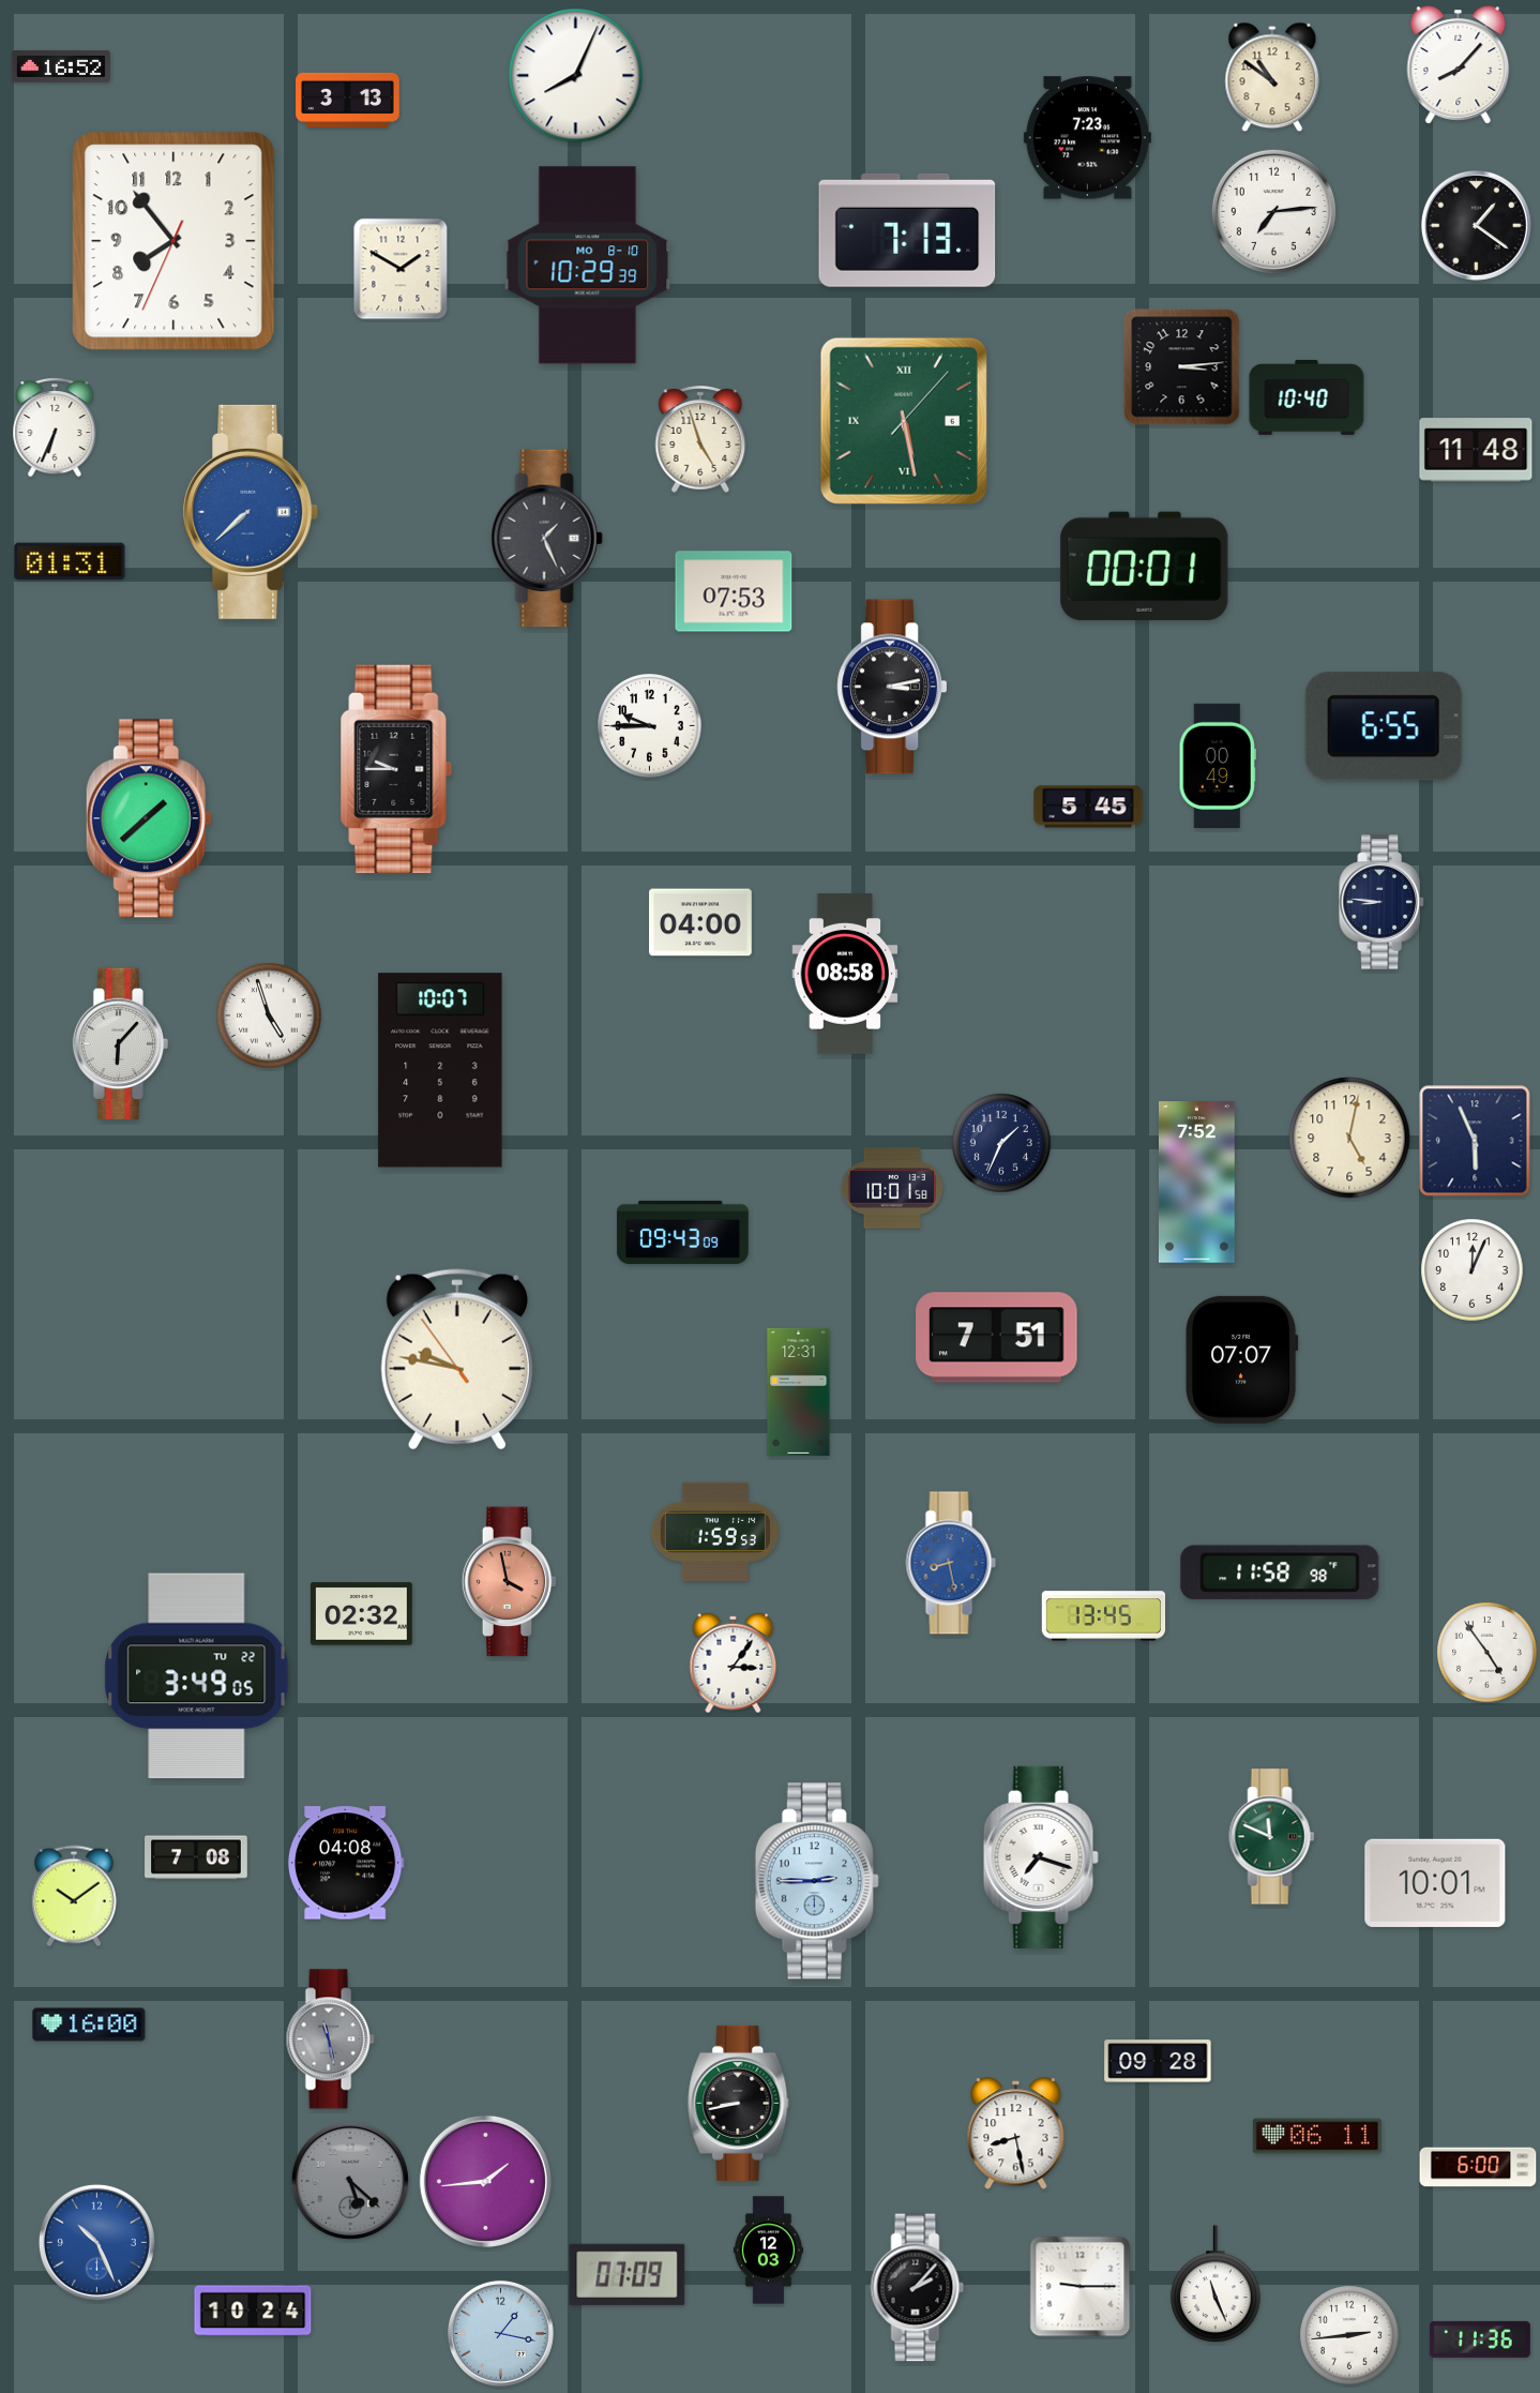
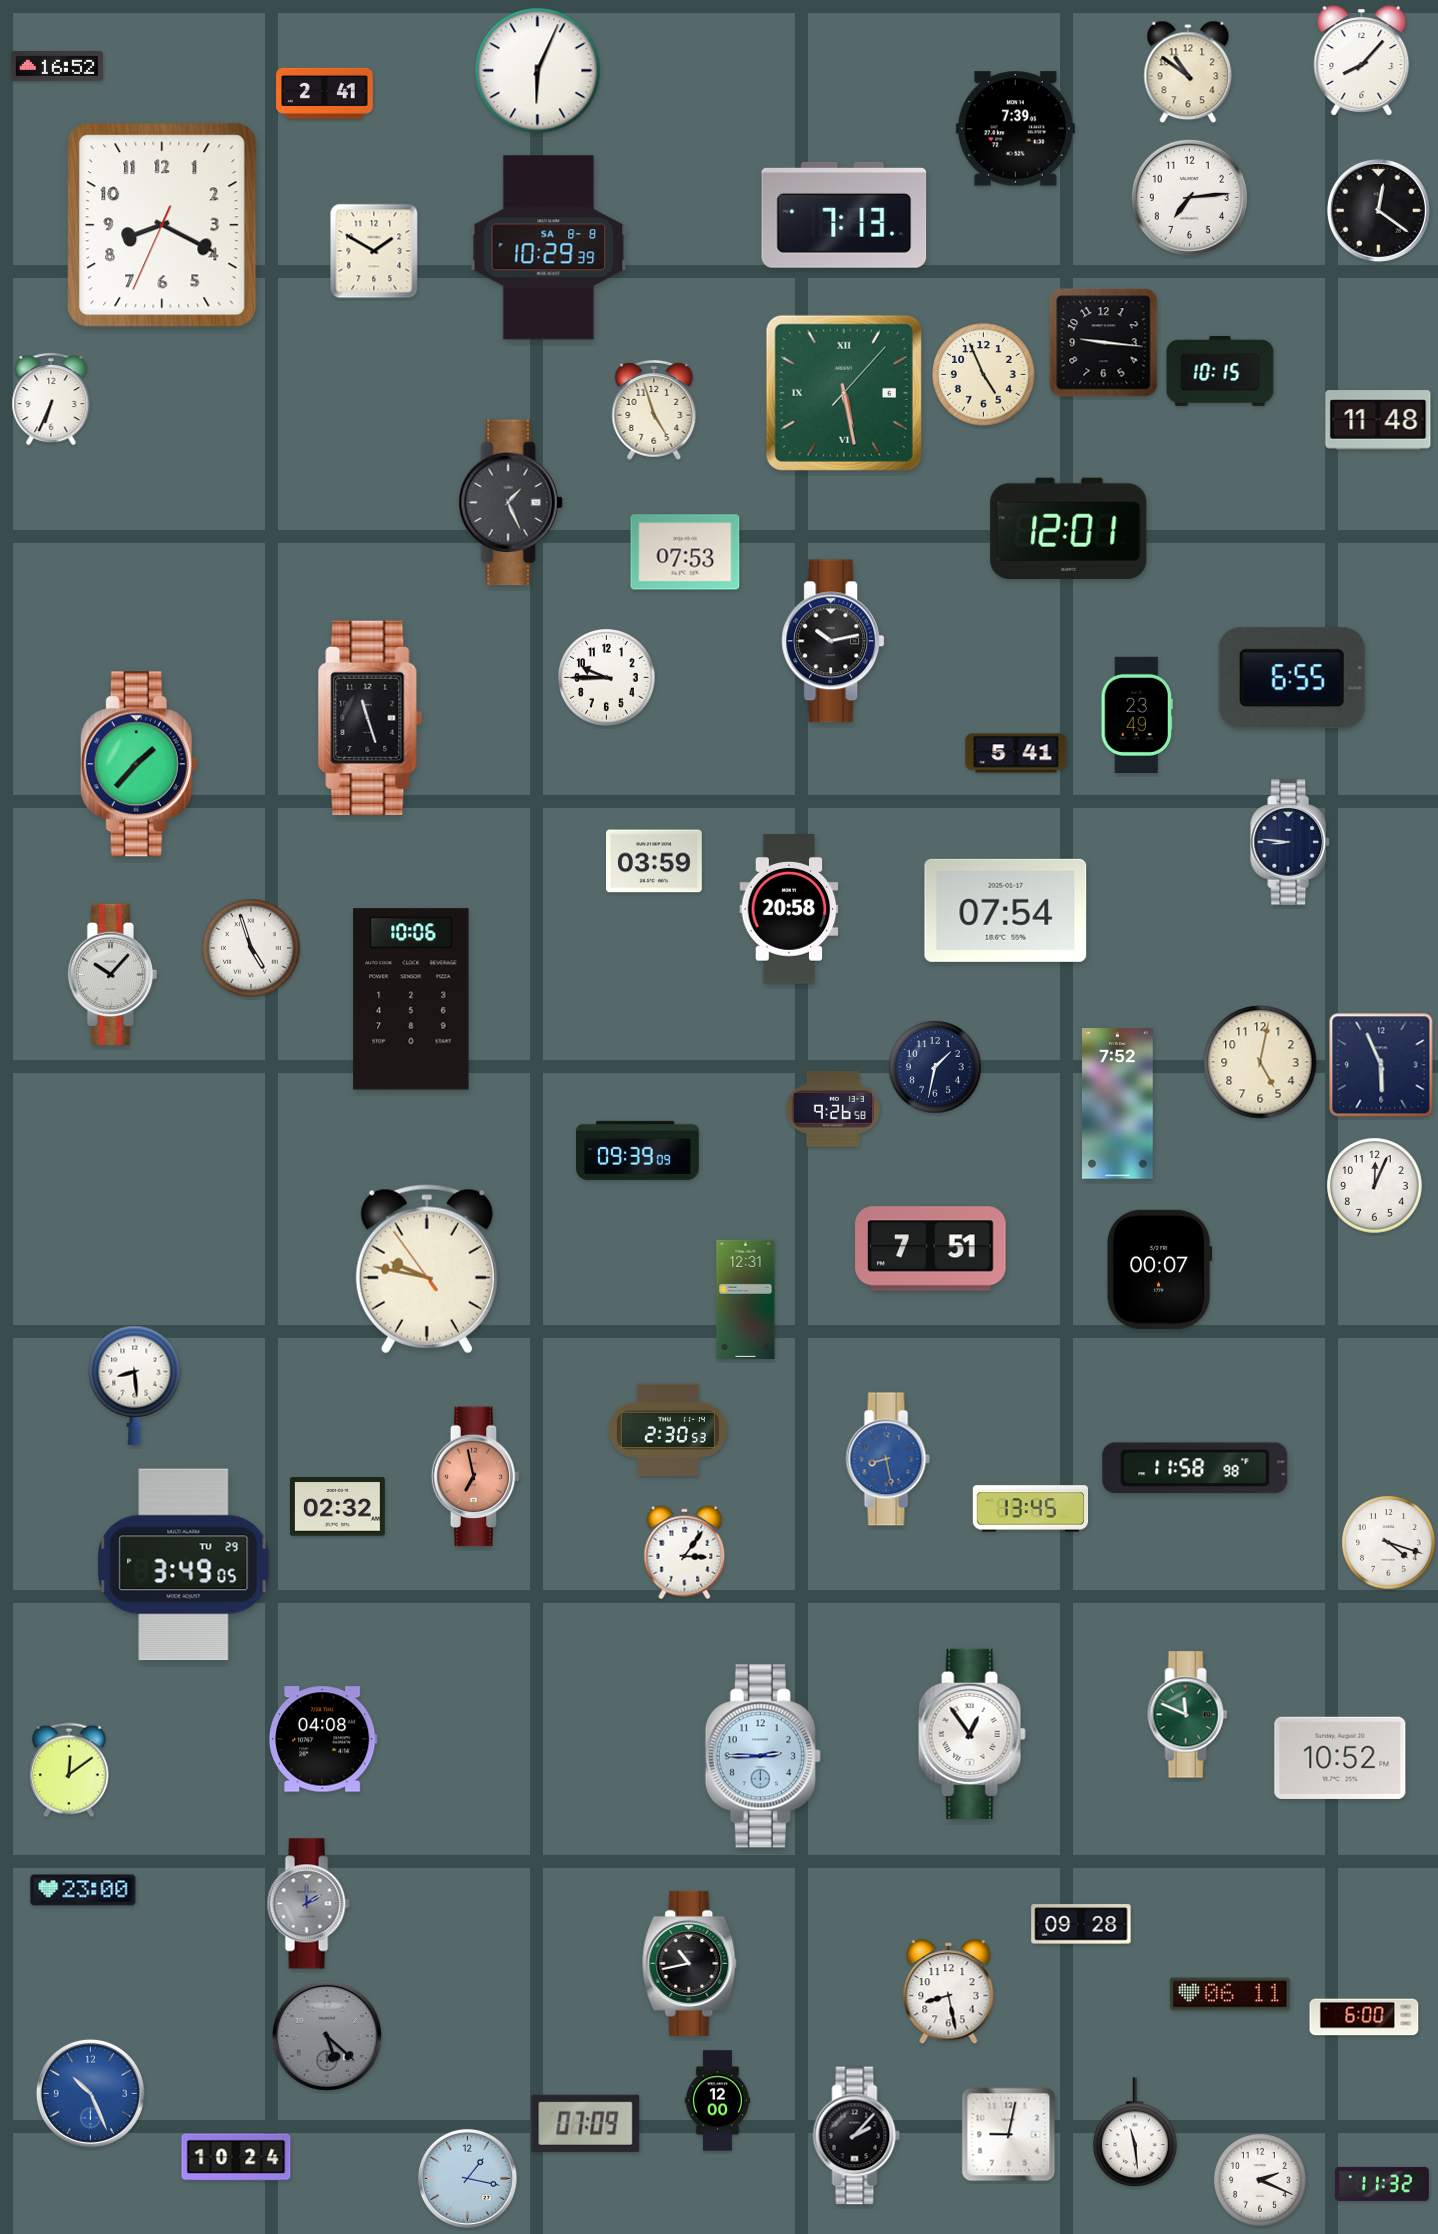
clock at (61, 66) position: (61, 66) -> (57, 66)
clock at (576, 76): 8:04 -> 6:04
clock at (348, 100): 3:13 -> 2:41
clock at (1087, 138): 7:23 -> 7:39
clock at (1476, 225): 1:21 -> 12:21
clock at (907, 230) position: (907, 230) -> (844, 215)
clock at (173, 241): 7:53 -> 8:19
clock at (588, 266) date: MO 8-10 -> SA 8-8
clock at (1182, 367): 3:14 -> 9:16
clock at (1307, 397): 10:40 -> 10:15
clock at (984, 375): none -> 4:56
clock at (251, 512): 7:38 -> none
clock at (70, 561): 01:31 -> none
clock at (1145, 566): 00:01 -> 12:01
clock at (891, 687): 3:13 -> 10:13
clock at (1217, 765): 00:49 -> 23:49
clock at (396, 769): 9:45 -> 11:27
clock at (1088, 807): 5:45 -> 5:41
clock at (149, 818): 1:38 -> 1:37
clock at (701, 922): 04:00 -> 03:59
clock at (845, 974): 08:58 -> 20:58
clock at (1006, 910): none -> 07:54
clock at (121, 1044): 6:07 -> 10:07
clock at (440, 1070): 10:07 -> 10:06
clock at (1475, 1141) position: (1475, 1141) -> (1381, 1065)
clock at (1001, 1143): 1:34 -> 1:32
clock at (891, 1188): 10:01 -> 9:26
clock at (683, 1232): 09:43 -> 09:39
clock at (1241, 1359): 07:07 -> 00:07
clock at (135, 1385): none -> 8:29
clock at (714, 1531): 1:59 -> 2:30
clock at (510, 1582): 3:58 -> 6:58
clock at (1488, 1653): 4:54 -> 4:18
clock at (197, 1676) date: TU 22 -> TU 29
clock at (196, 1857): 7:08 -> none
clock at (1041, 1857): 7:18 -> 12:54
clock at (1435, 1883): 10:01 -> 10:52
clock at (74, 1896): 10:09 -> 12:09
clock at (89, 2025): 16:00 -> 23:00
clock at (330, 2040): 11:28 -> 2:00
clock at (739, 2103): 8:43 -> 10:43
clock at (1478, 2167) position: (1478, 2167) -> (1364, 2017)
clock at (485, 2181): 1:44 -> none
clock at (769, 2251): 12:03 -> 12:00
clock at (1216, 2285): 11:26 -> 11:29
clock at (1081, 2287): 9:15 -> 9:02
clock at (1349, 2335): 2:44 -> 2:19
clock at (1480, 2339): 11:36 -> 11:32
